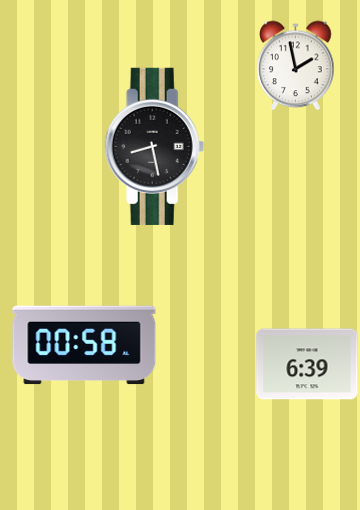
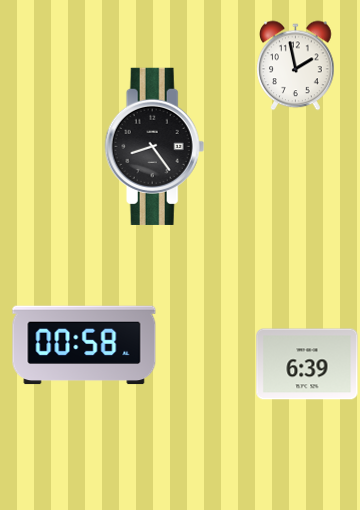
clock at (155, 146): 8:28 -> 8:24
